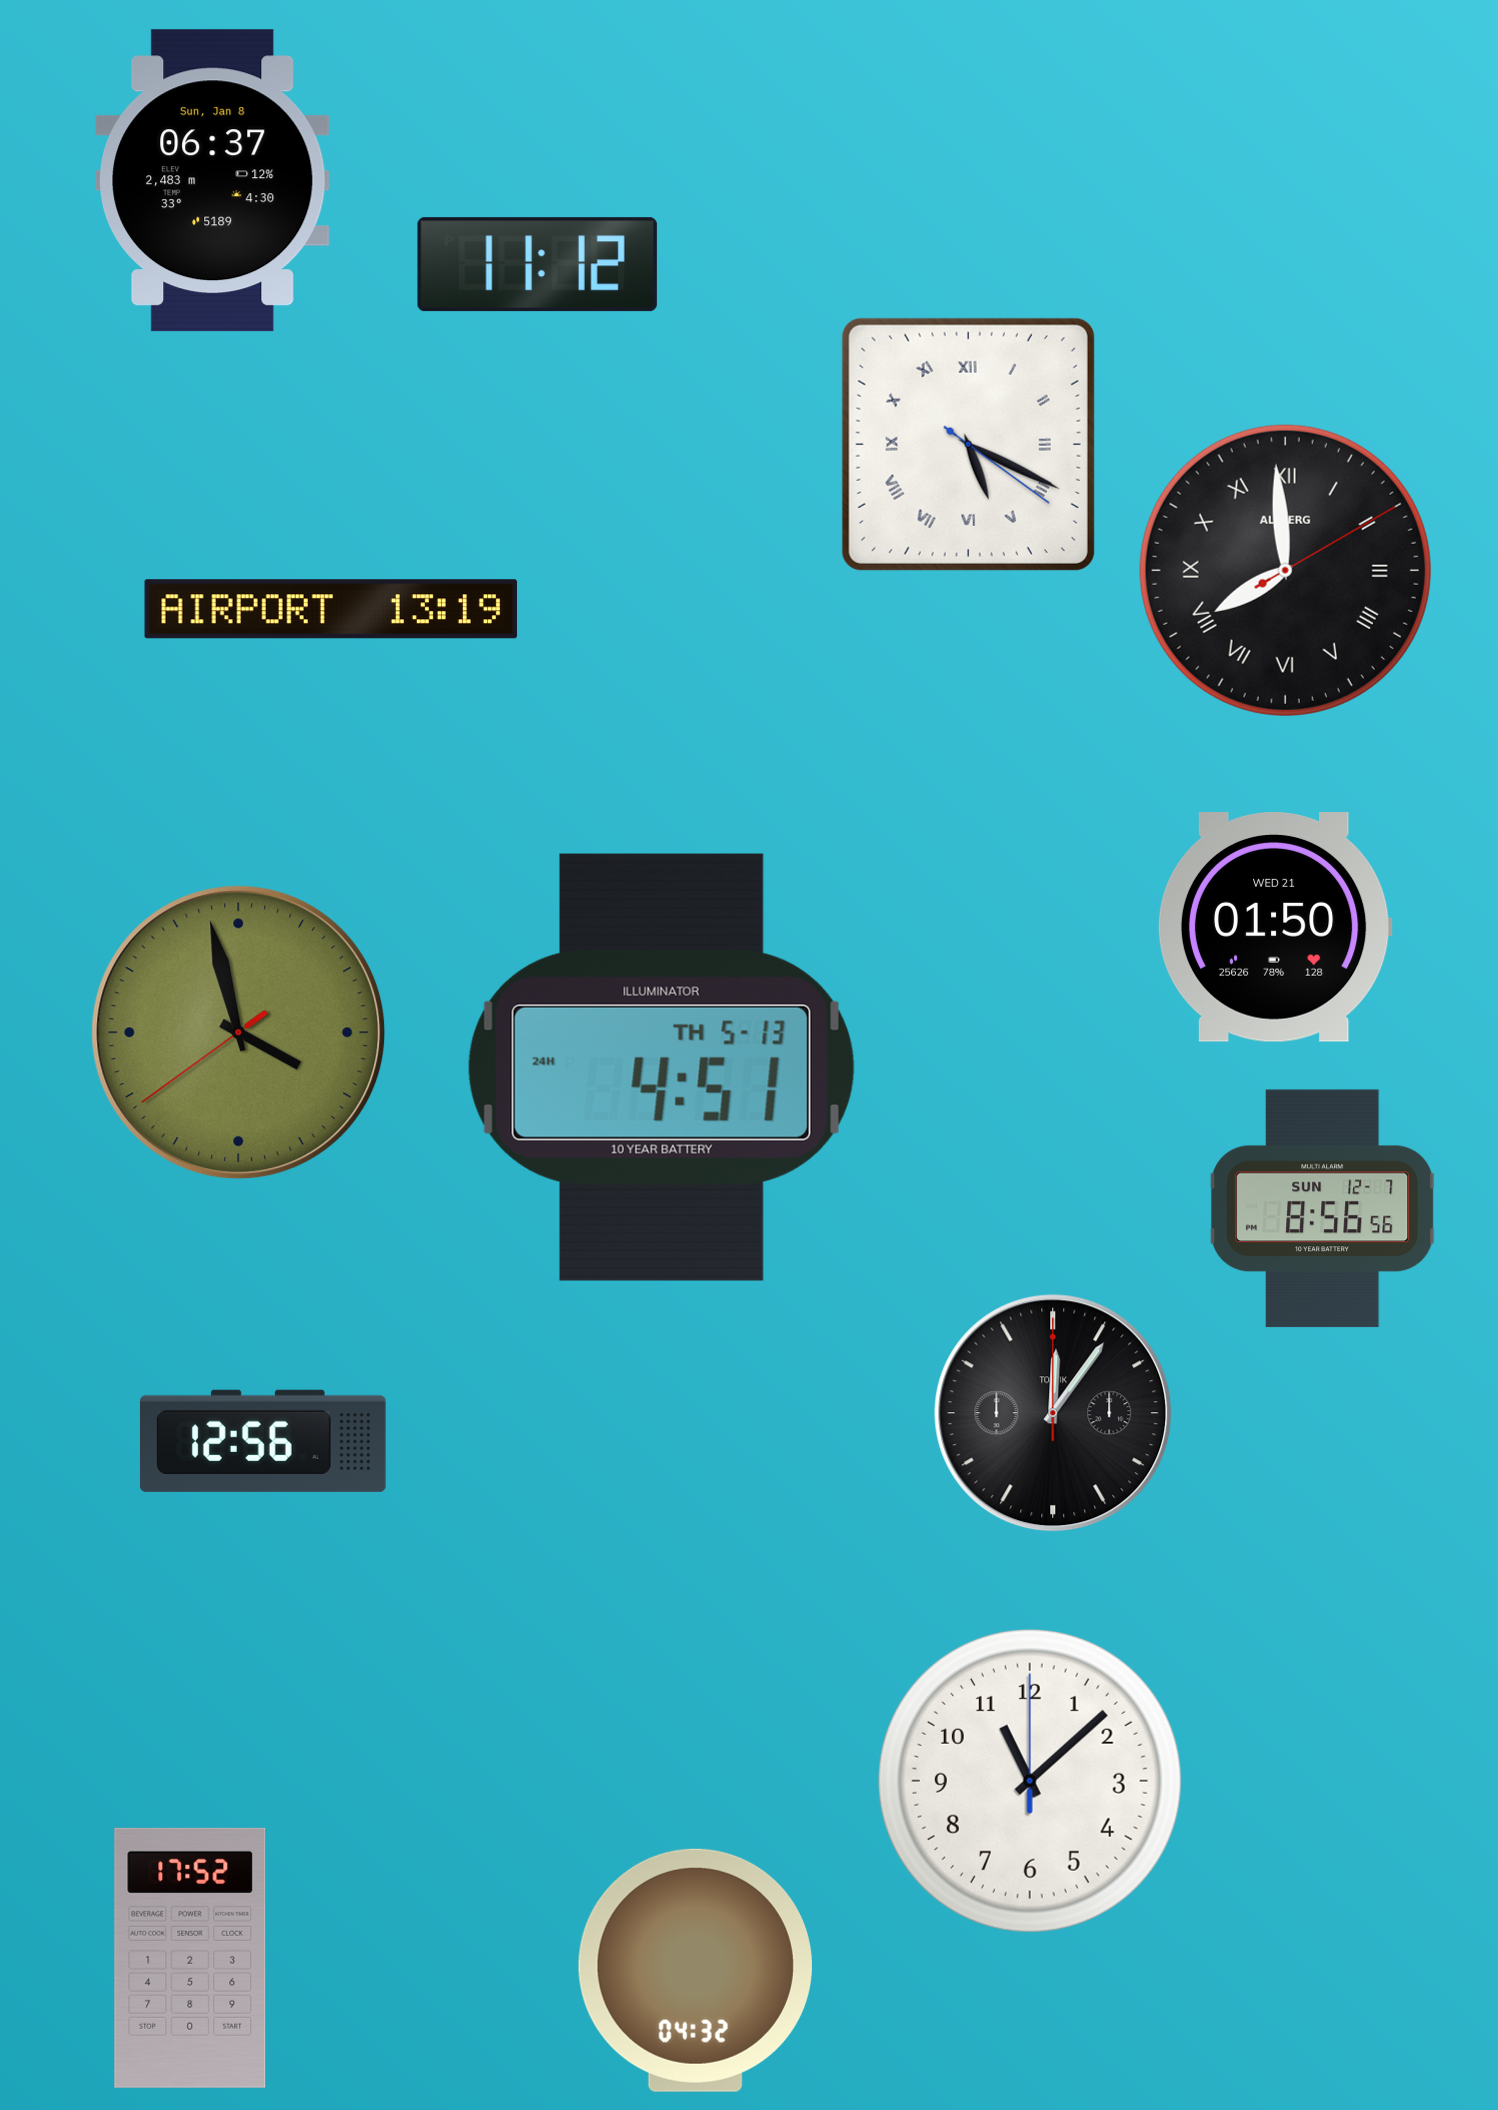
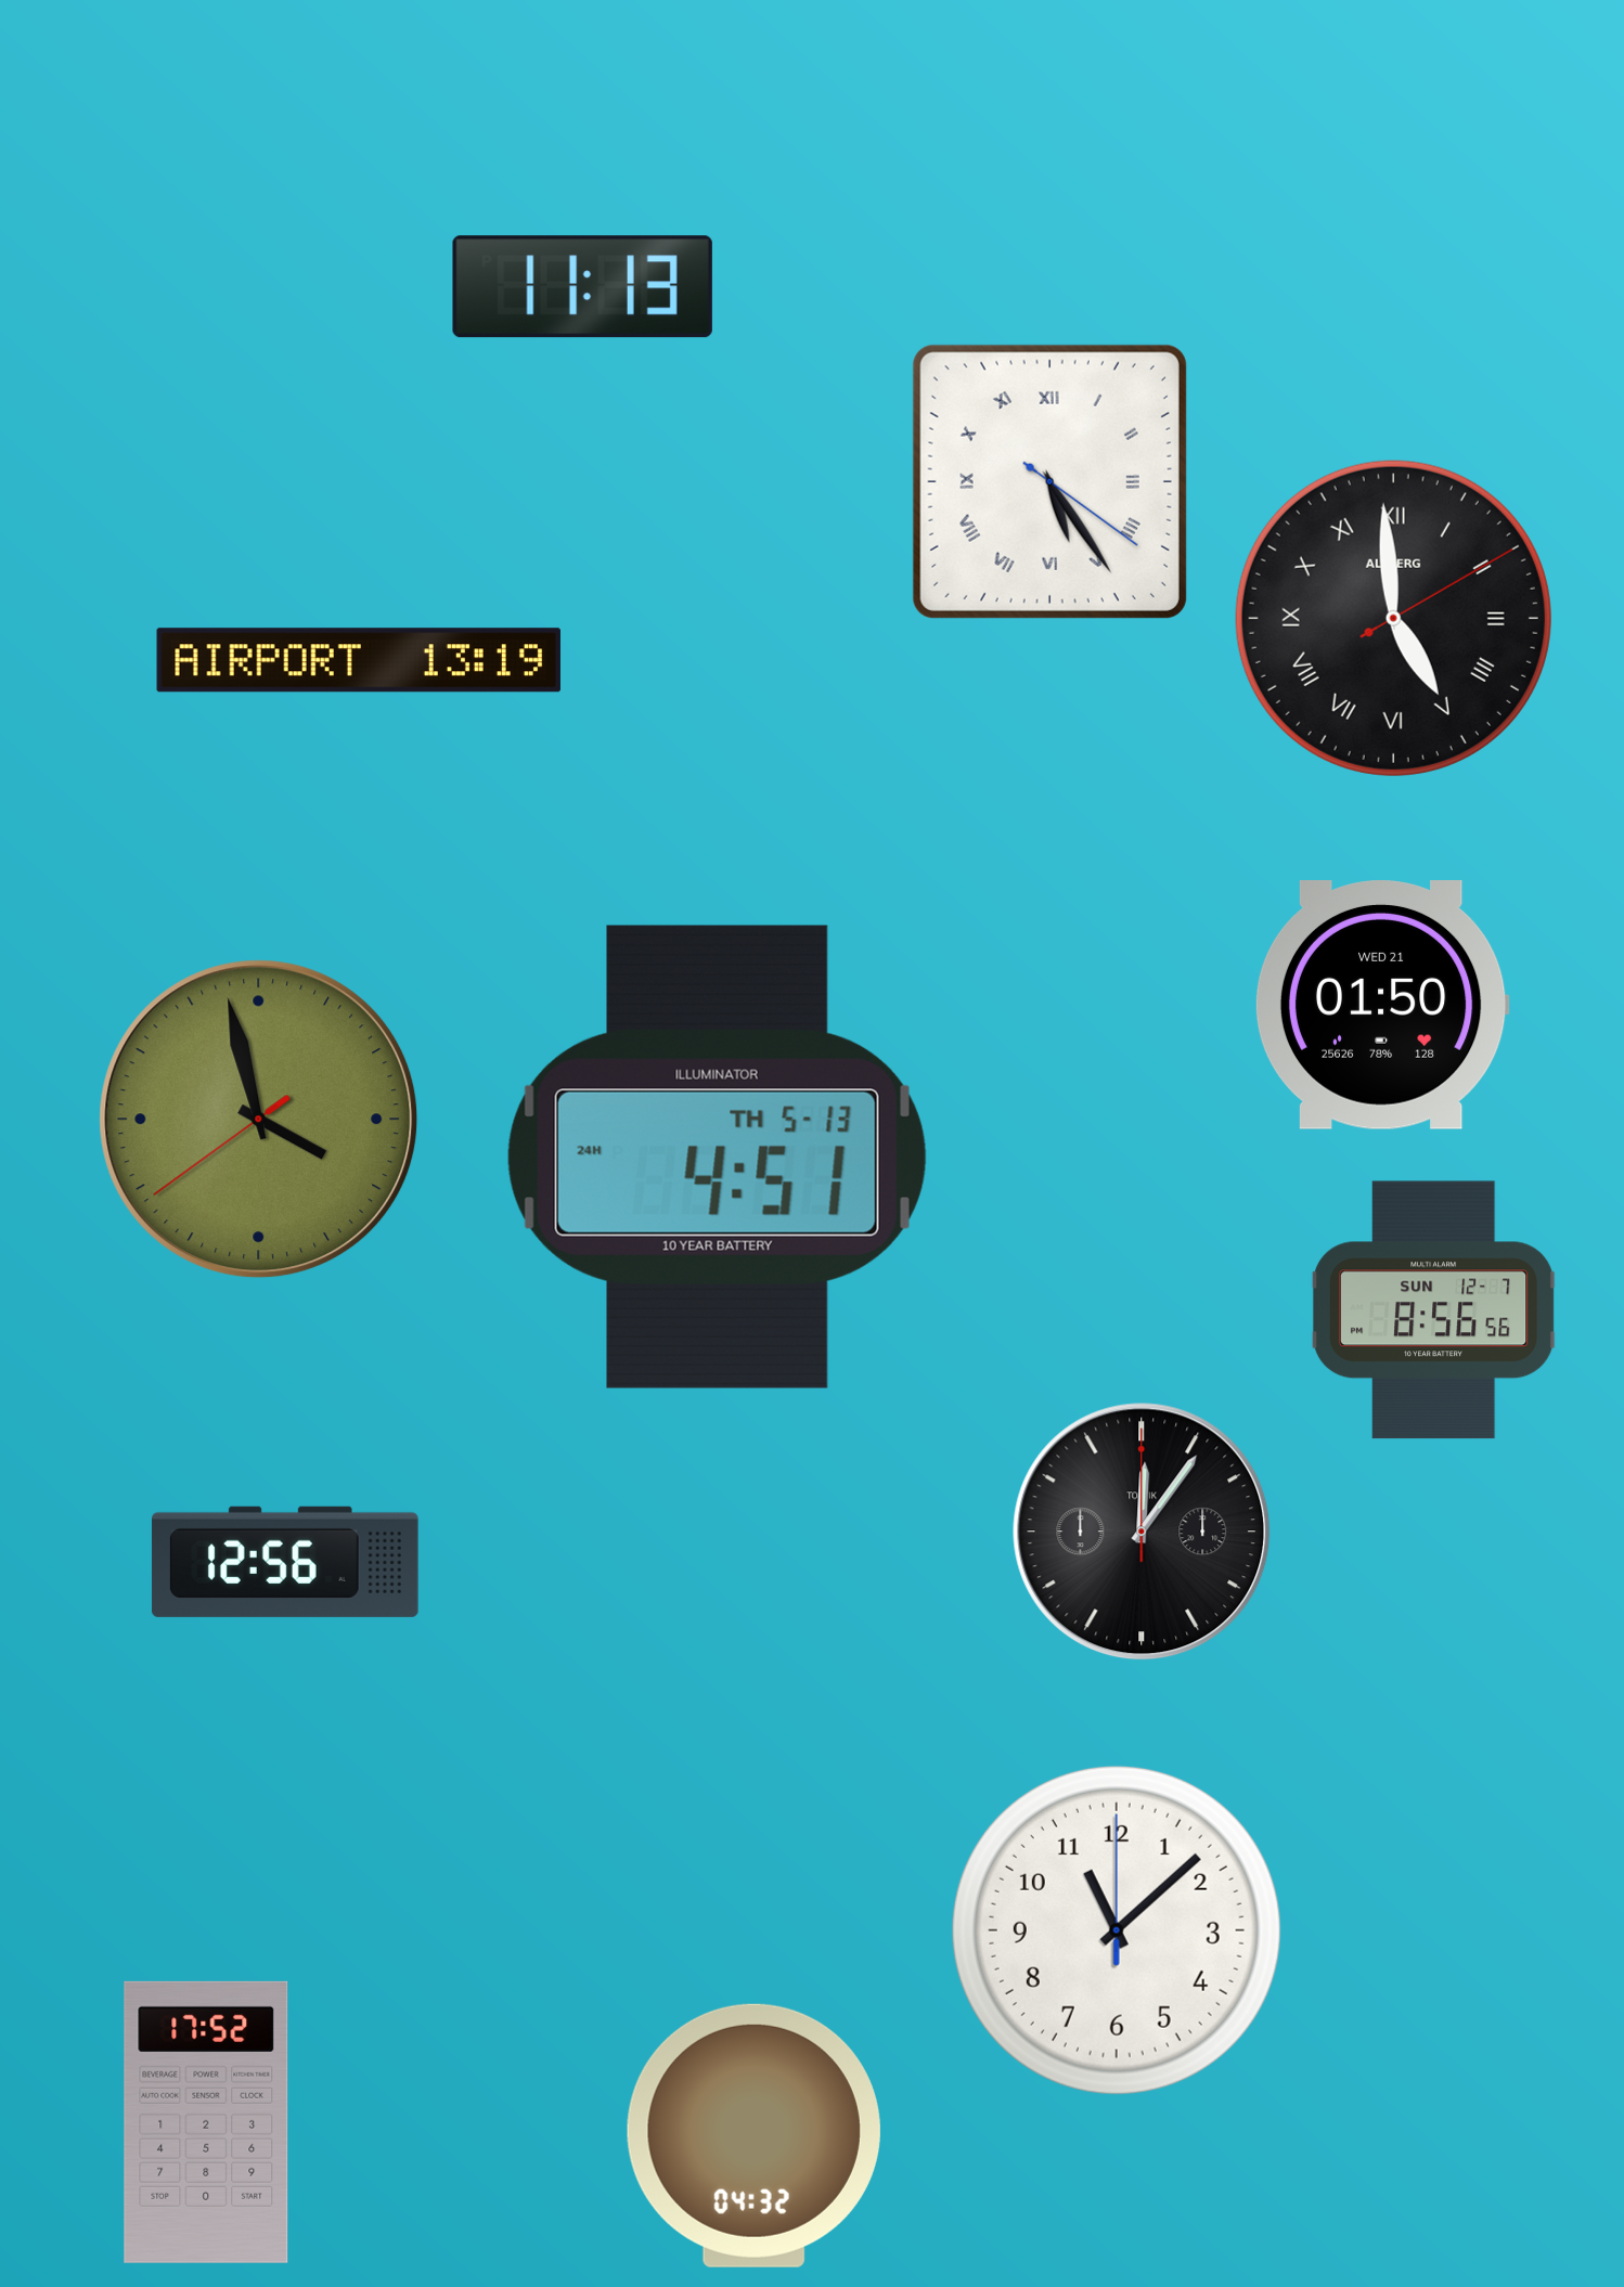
clock at (213, 181): 06:37 -> none
clock at (537, 265): 11:12 -> 11:13
clock at (968, 444): 5:19 -> 5:24
clock at (1285, 570): 7:59 -> 4:59
